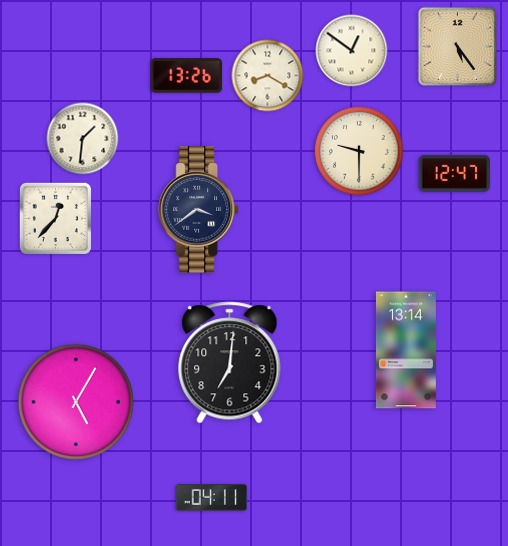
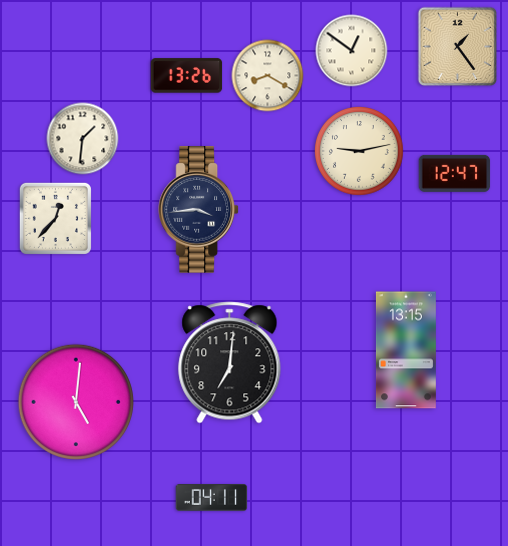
clock at (458, 47): 5:24 -> 1:24
clock at (359, 151): 9:30 -> 9:13
clock at (199, 210): 3:39 -> 3:44
clock at (406, 350): 13:14 -> 13:15
clock at (76, 402): 5:05 -> 5:01
